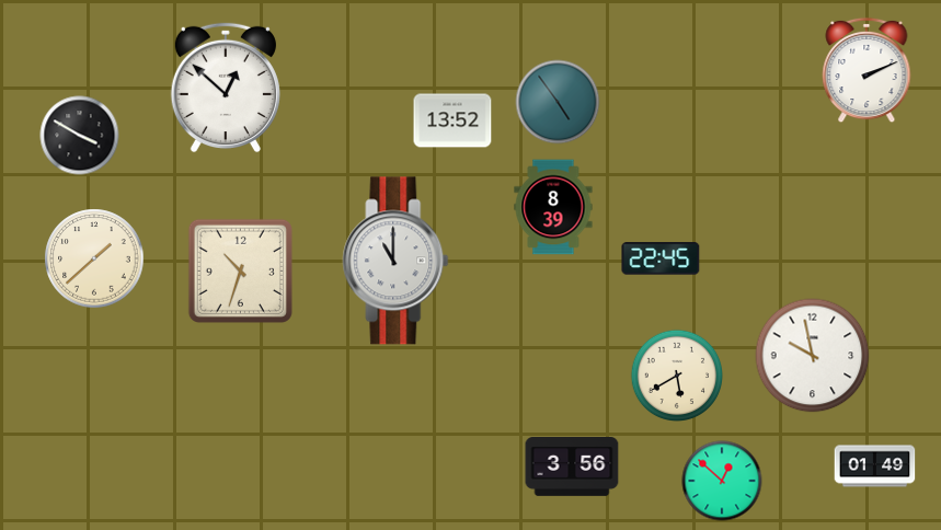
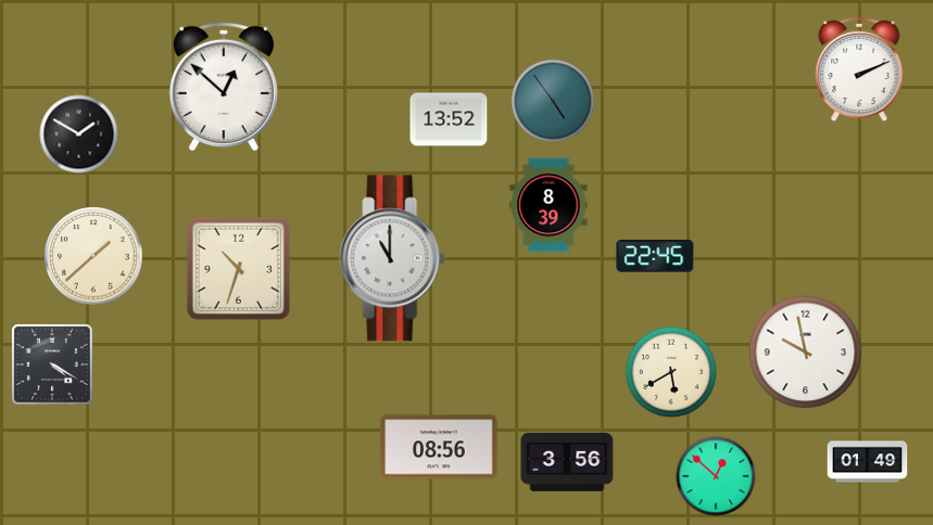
clock at (80, 136): 3:50 -> 1:50
clock at (53, 366): none -> 4:20
clock at (439, 447): none -> 08:56
